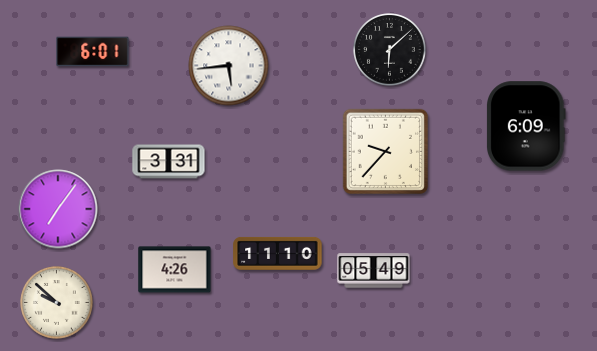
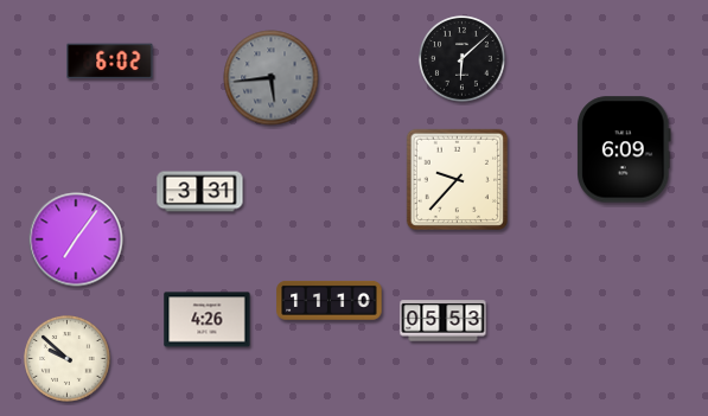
clock at (93, 52): 6:01 -> 6:02
clock at (229, 66) dial: white -> grey
clock at (58, 209) position: (58, 209) -> (76, 239)
clock at (374, 271): 05:49 -> 05:53
